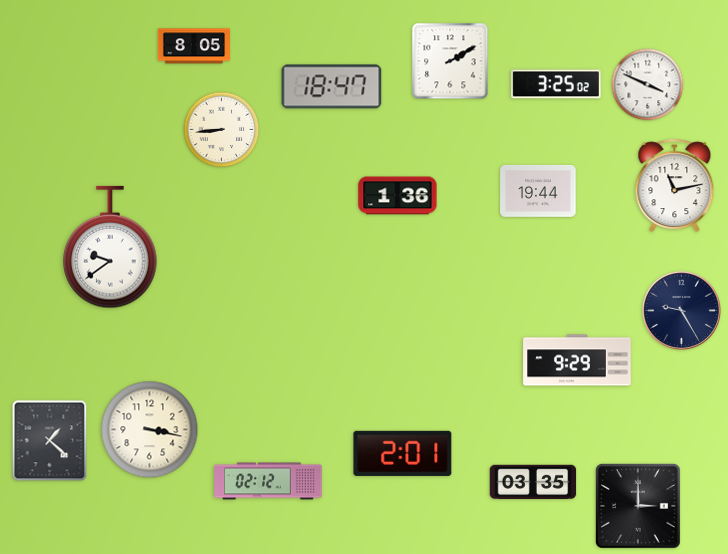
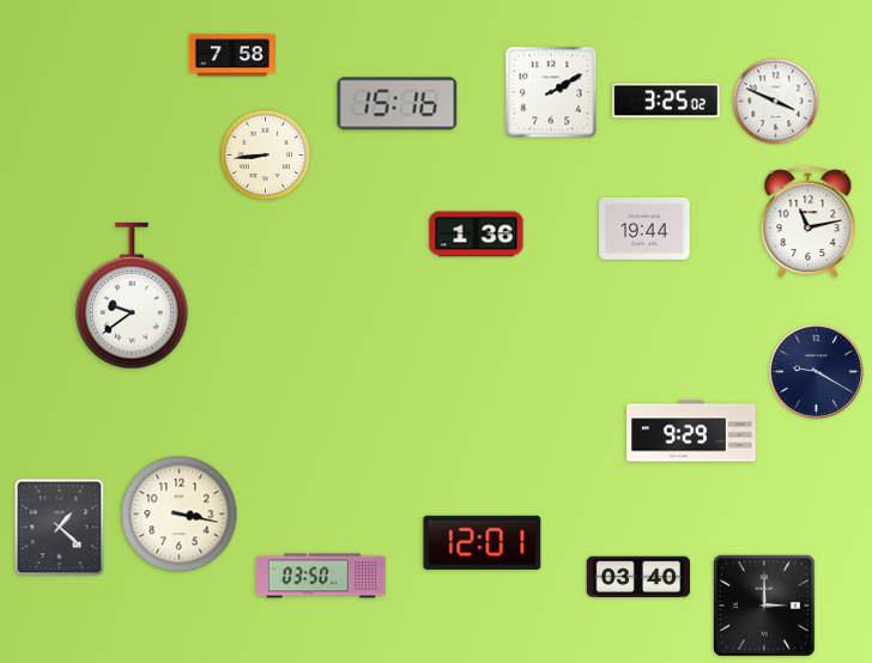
clock at (194, 46): 8:05 -> 7:58
clock at (450, 61) position: (450, 61) -> (551, 92)
clock at (332, 87): 18:47 -> 15:16
clock at (681, 310): 9:25 -> 9:20
clock at (403, 453): 2:01 -> 12:01
clock at (268, 481): 02:12 -> 03:50
clock at (533, 482): 03:35 -> 03:40
